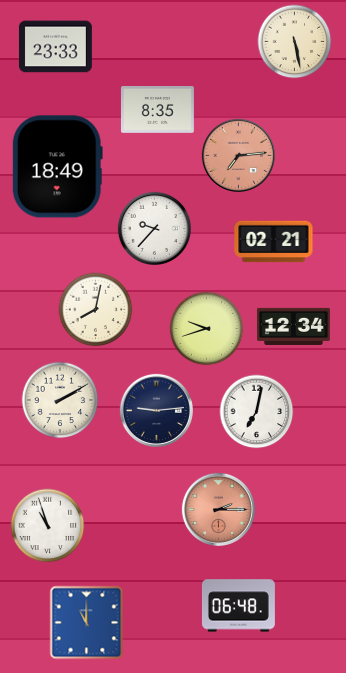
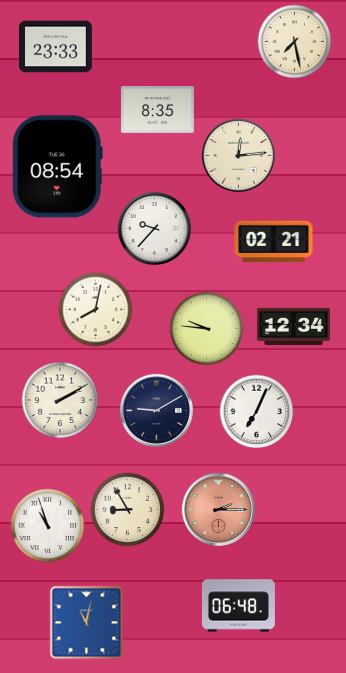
clock at (295, 42): 5:28 -> 7:28
clock at (238, 155): 7:14 -> 12:14
clock at (238, 155) dial: salmon -> cream
clock at (57, 167): 18:49 -> 08:54
clock at (207, 329): 9:42 -> 9:46
clock at (156, 410): 9:14 -> 9:10
clock at (257, 412): 7:02 -> 7:04
clock at (128, 510): none -> 8:55
clock at (87, 623): 11:00 -> 11:02
